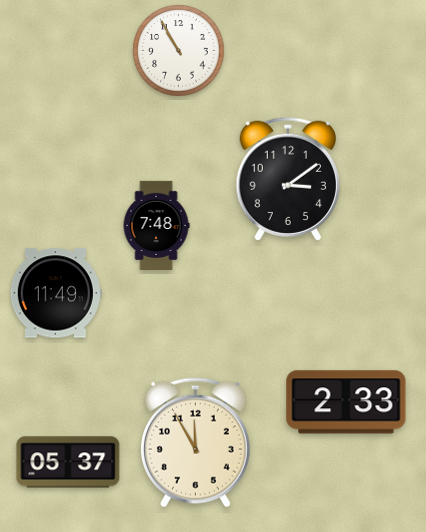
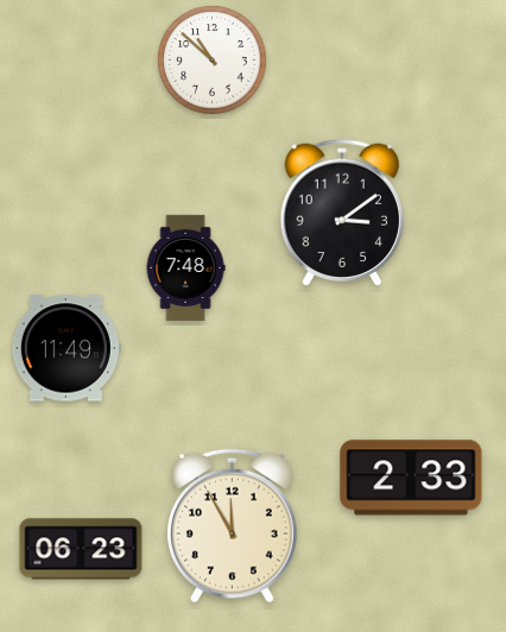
clock at (179, 51): 10:55 -> 10:52
clock at (68, 462): 05:37 -> 06:23
